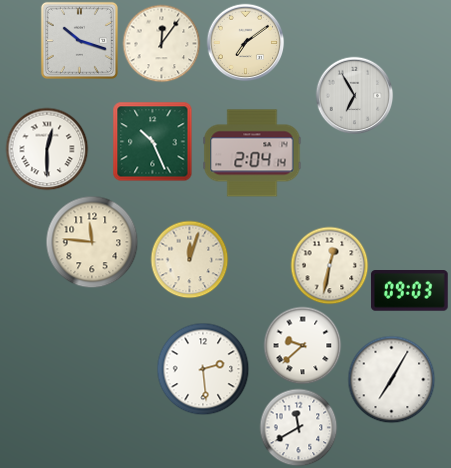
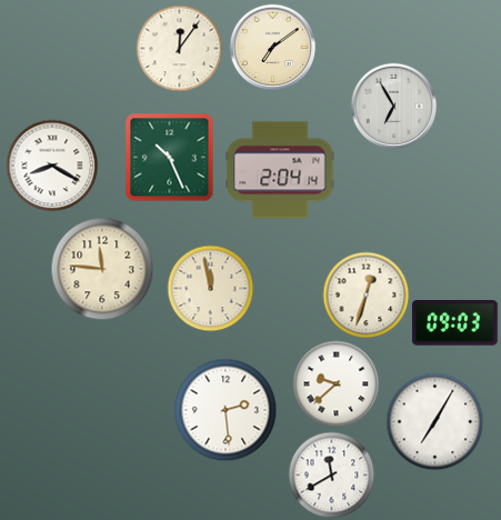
clock at (79, 40): 10:18 -> none
clock at (47, 149): 12:30 -> 8:20
clock at (189, 259): 12:03 -> 11:58
clock at (329, 265): 12:32 -> 12:33
